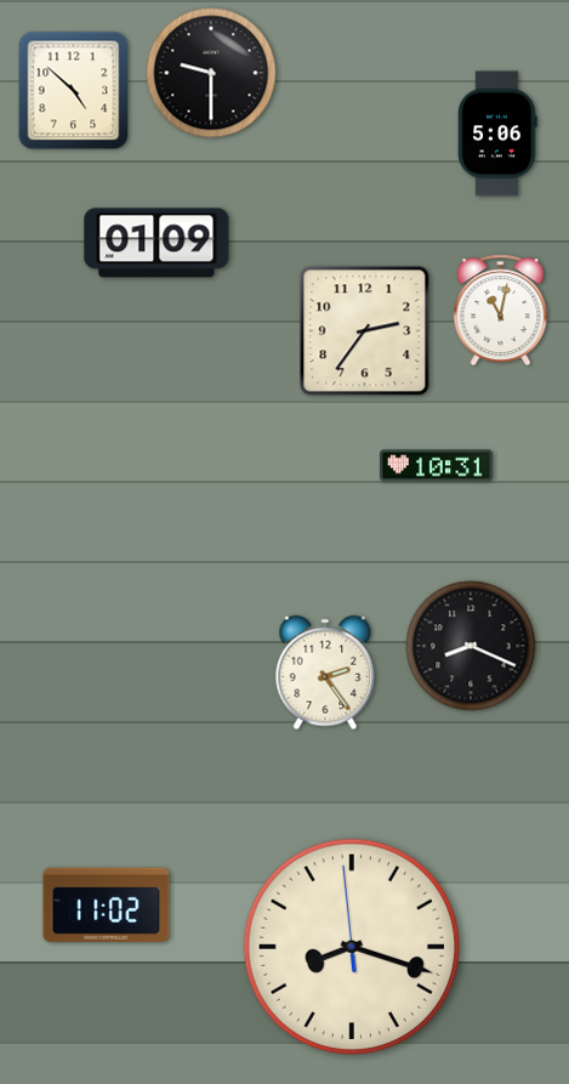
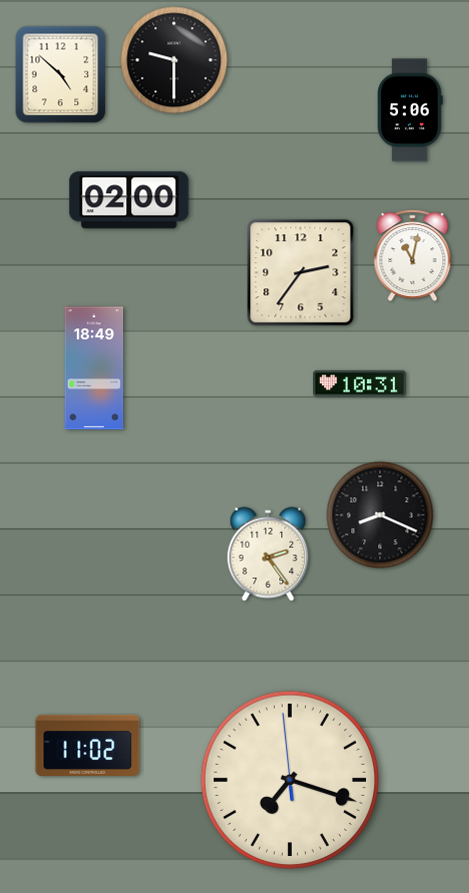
clock at (157, 243): 01:09 -> 02:00
clock at (94, 368): none -> 18:49
clock at (471, 646) position: (471, 646) -> (380, 515)
clock at (352, 947): 8:17 -> 7:17
